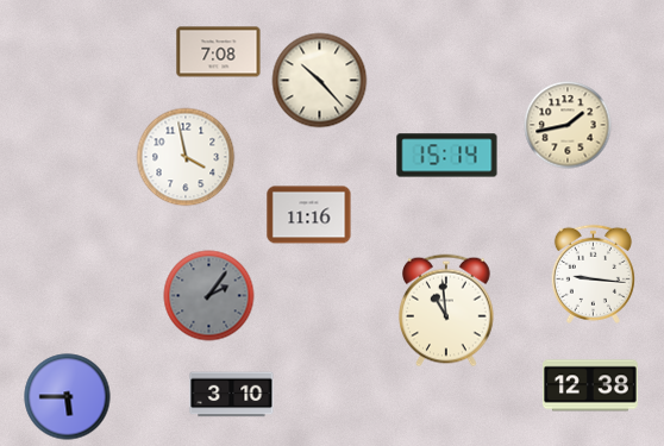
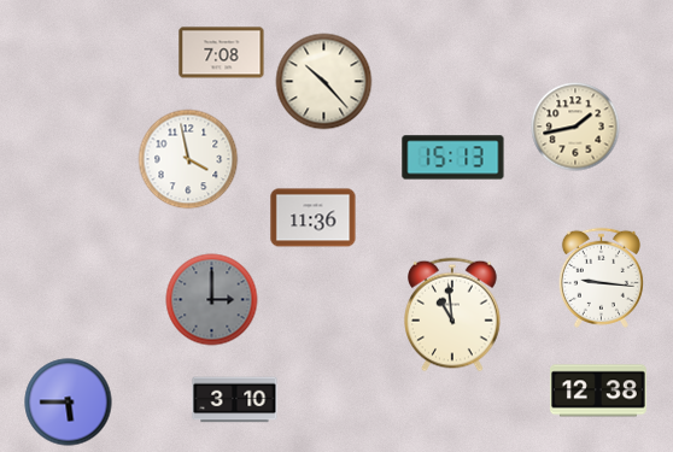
clock at (447, 156): 15:14 -> 15:13
clock at (309, 215): 11:16 -> 11:36
clock at (209, 296): 2:06 -> 3:00
